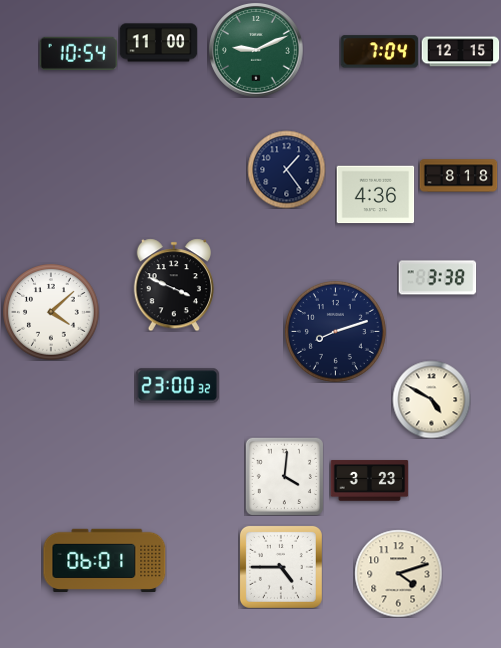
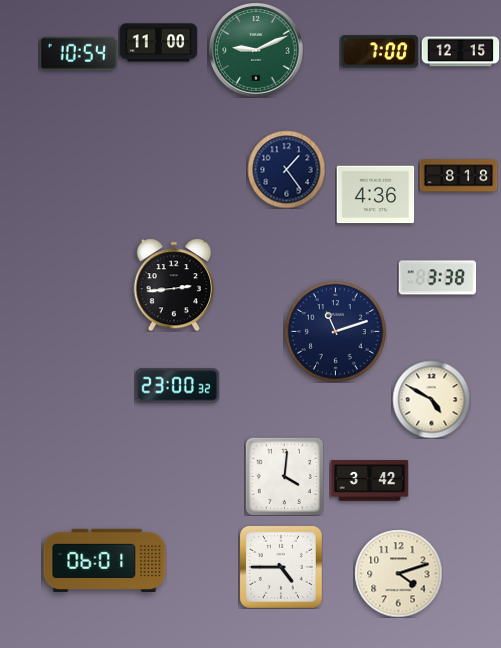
clock at (379, 52): 7:04 -> 7:00
clock at (174, 285): 3:49 -> 2:44
clock at (51, 312): 4:08 -> none
clock at (335, 331): 8:12 -> 11:12
clock at (369, 481): 3:23 -> 3:42
